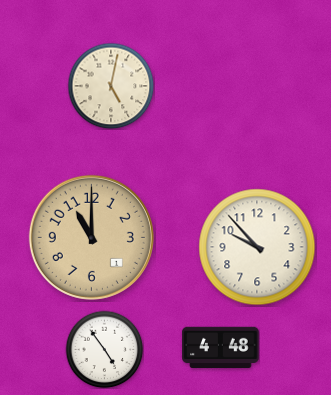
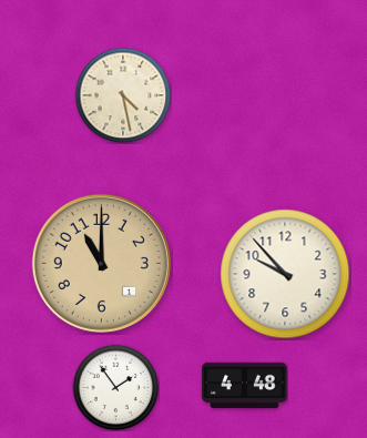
clock at (111, 86): 5:02 -> 4:28
clock at (104, 349): 4:54 -> 1:54
